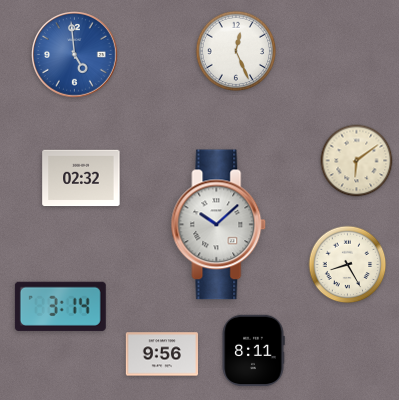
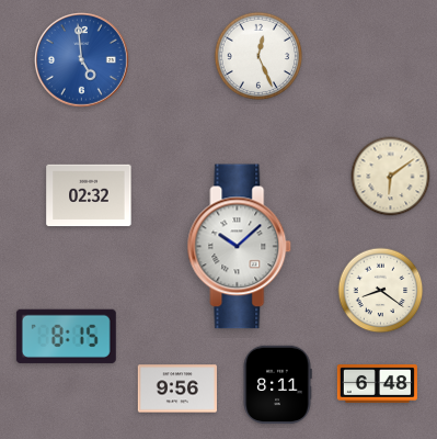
clock at (348, 265): 8:25 -> 8:21
clock at (60, 306): 3:14 -> 8:15
clock at (377, 384): none -> 6:48
